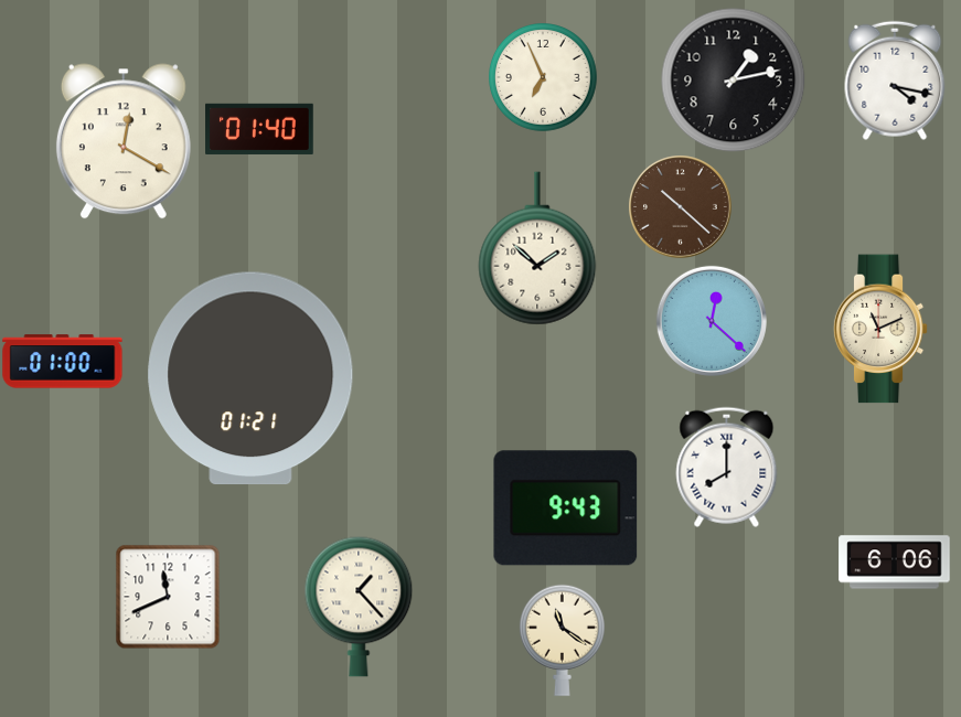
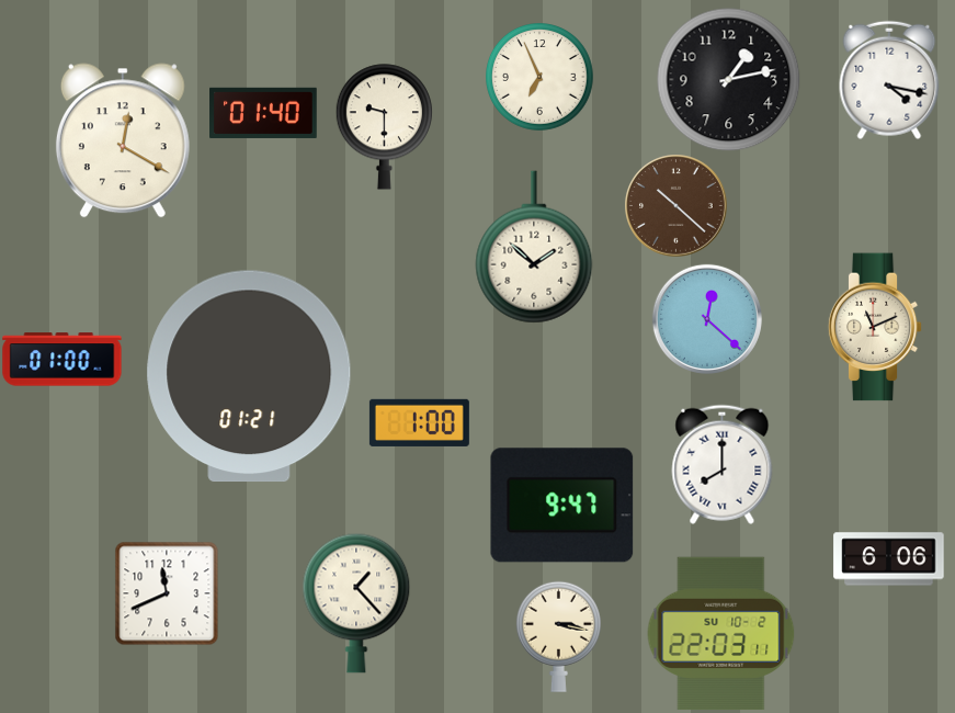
clock at (384, 127): none -> 9:30
clock at (259, 129) position: (259, 129) -> (263, 113)
clock at (419, 422): none -> 1:00
clock at (566, 509): 9:43 -> 9:47
clock at (721, 634): none -> 22:03
clock at (562, 640): 11:21 -> 3:17
